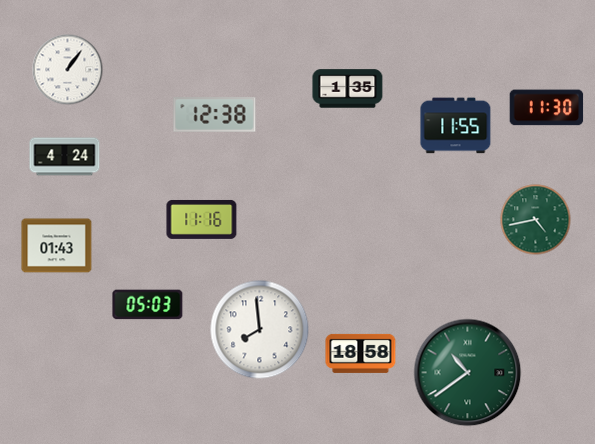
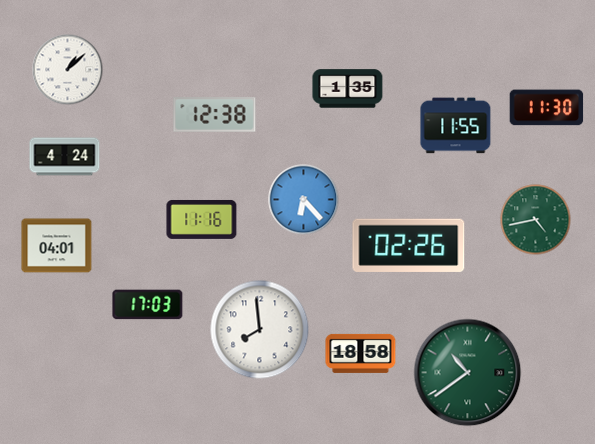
clock at (68, 70): 1:06 -> 1:08
clock at (304, 200): none -> 6:23
clock at (409, 245): none -> 02:26
clock at (57, 246): 01:43 -> 04:01
clock at (148, 305): 05:03 -> 17:03
